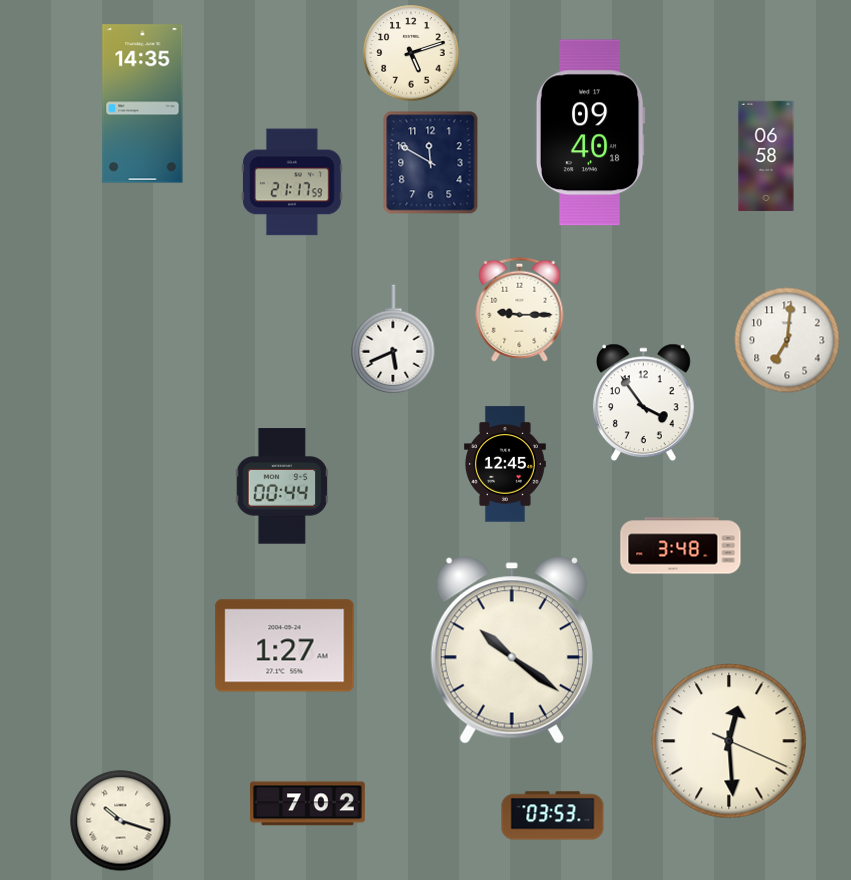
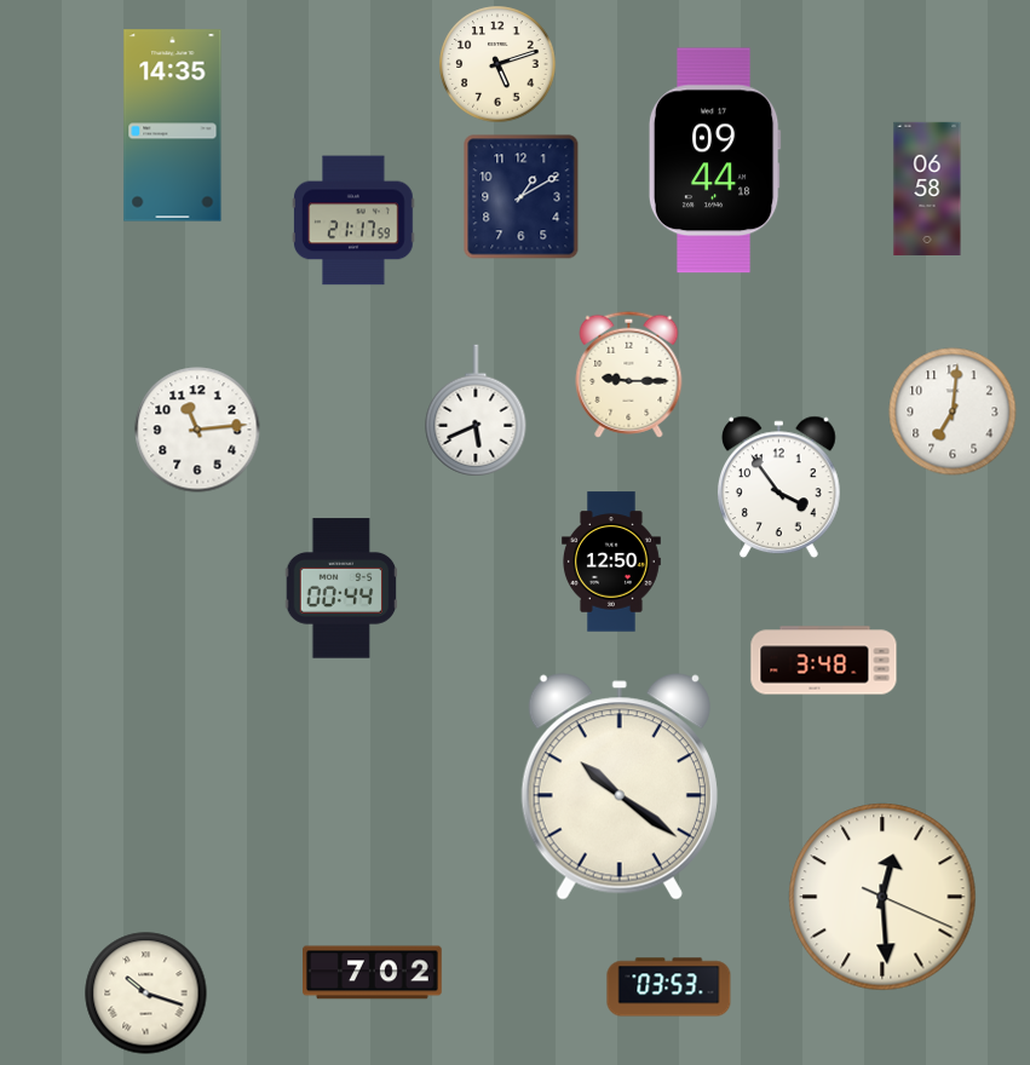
clock at (590, 133): 09:40 -> 09:44
clock at (431, 163): 11:50 -> 1:10
clock at (197, 430): none -> 11:14
clock at (505, 464): 12:45 -> 12:50
clock at (285, 646): 1:27 -> none
